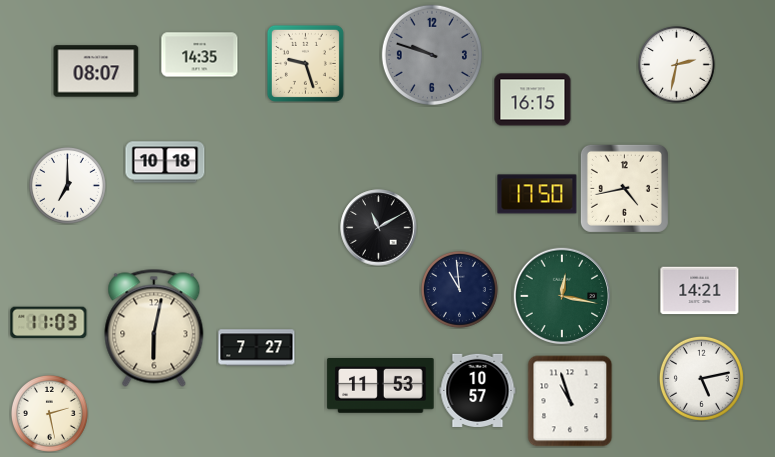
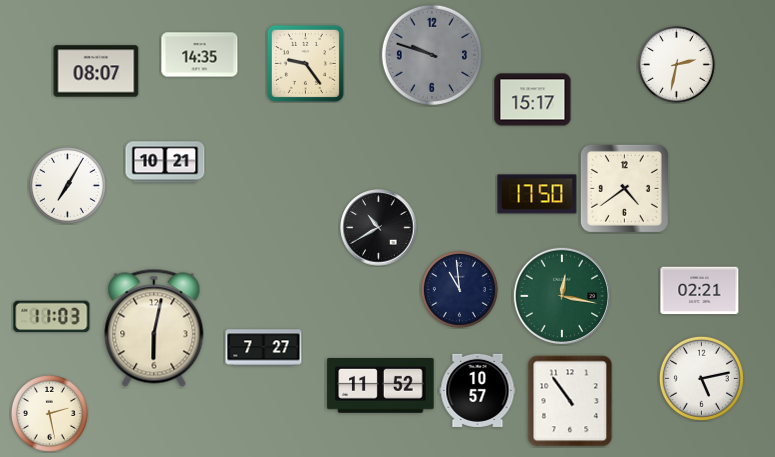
clock at (305, 63): 9:27 -> 9:24
clock at (533, 100): 16:15 -> 15:17
clock at (165, 162): 10:18 -> 10:21
clock at (67, 185): 7:00 -> 7:05
clock at (624, 188): 4:43 -> 4:39
clock at (379, 228): 11:10 -> 10:40
clock at (700, 291): 14:21 -> 02:21
clock at (49, 323) position: (49, 323) -> (52, 317)
clock at (257, 348) position: (257, 348) -> (264, 348)
clock at (381, 386): 11:53 -> 11:52
clock at (570, 401): 10:57 -> 10:54
